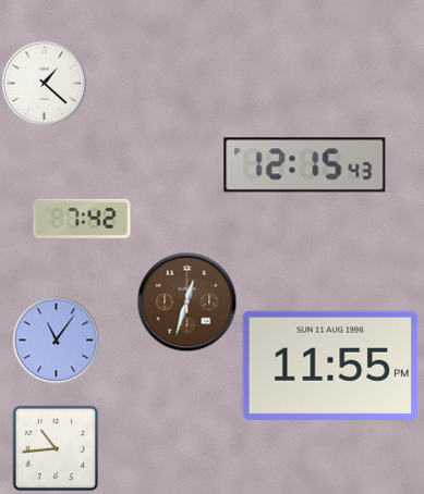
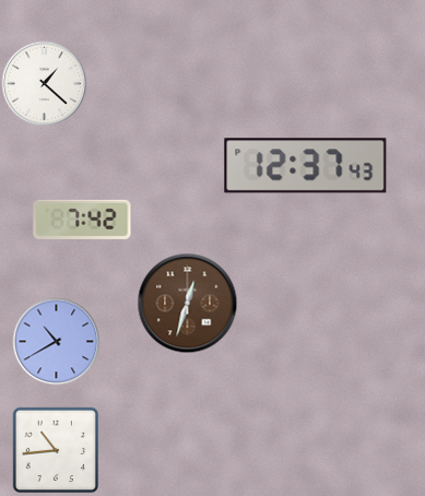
clock at (305, 165): 12:15 -> 12:37
clock at (56, 339): 11:06 -> 10:40
clock at (330, 365): 11:55 -> none
